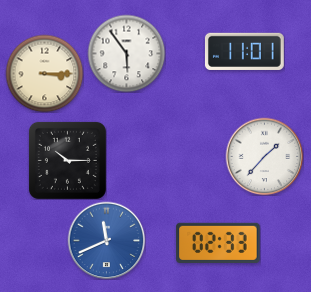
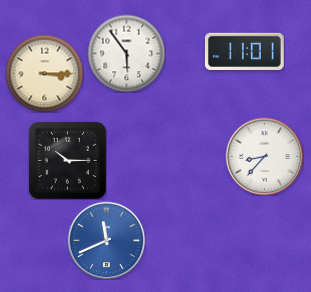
clock at (264, 156): 1:37 -> 8:37
clock at (218, 243): 02:33 -> none
